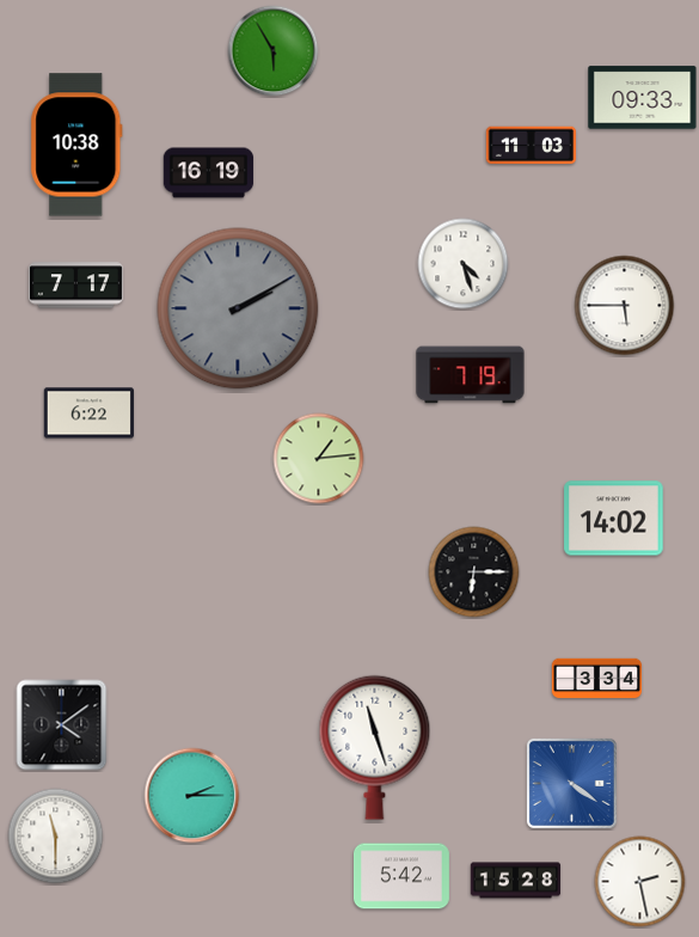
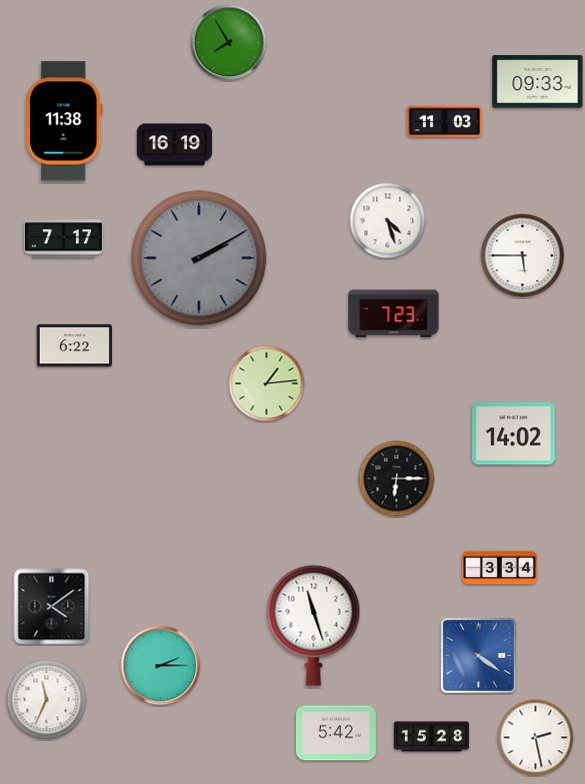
clock at (274, 51): 5:55 -> 7:55
clock at (76, 145): 10:38 -> 11:38
clock at (471, 375): 7:19 -> 7:23
clock at (56, 837): 11:30 -> 11:34
